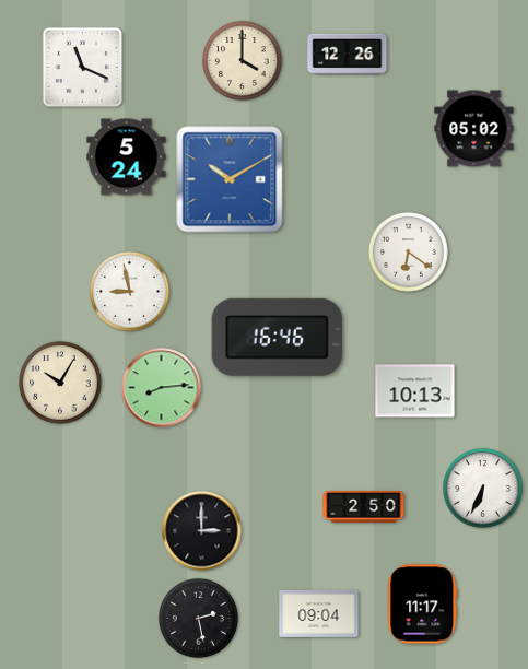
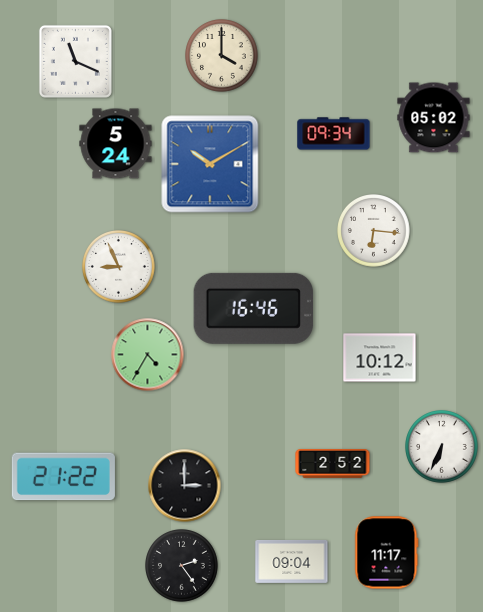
clock at (348, 55): 12:26 -> none
clock at (334, 134): none -> 09:34
clock at (409, 253): 6:21 -> 6:16
clock at (130, 292): 8:58 -> 8:56
clock at (60, 383): 10:05 -> none
clock at (162, 388): 8:14 -> 4:35
clock at (415, 391): 10:13 -> 10:12
clock at (364, 507): 2:50 -> 2:52
clock at (63, 477): none -> 21:22
clock at (199, 619): 2:28 -> 2:24
